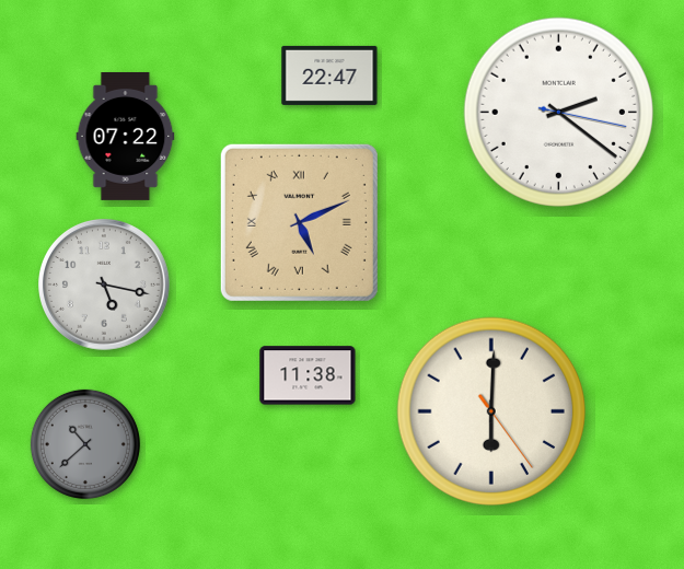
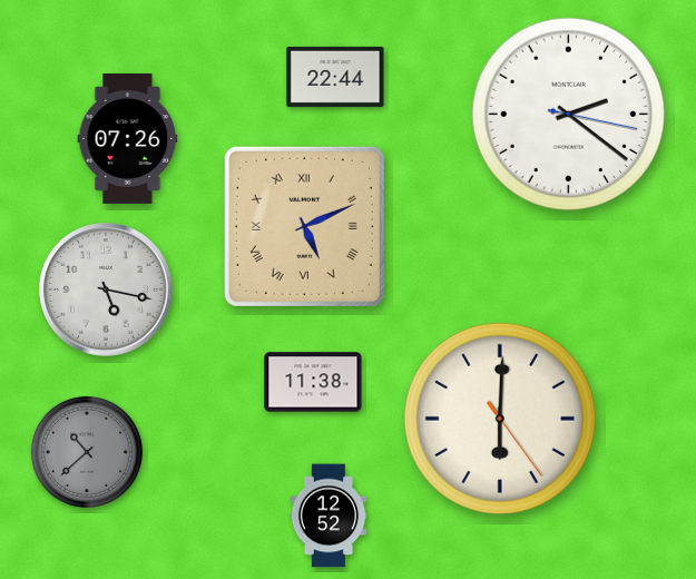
clock at (329, 76): 22:47 -> 22:44
clock at (126, 136): 07:22 -> 07:26
clock at (329, 516): none -> 12:52
